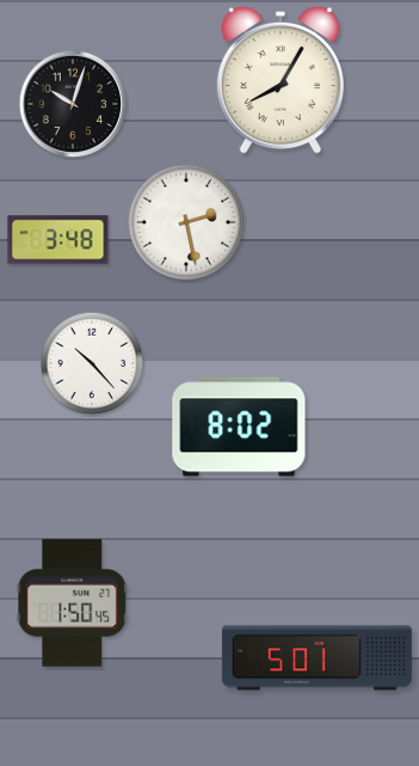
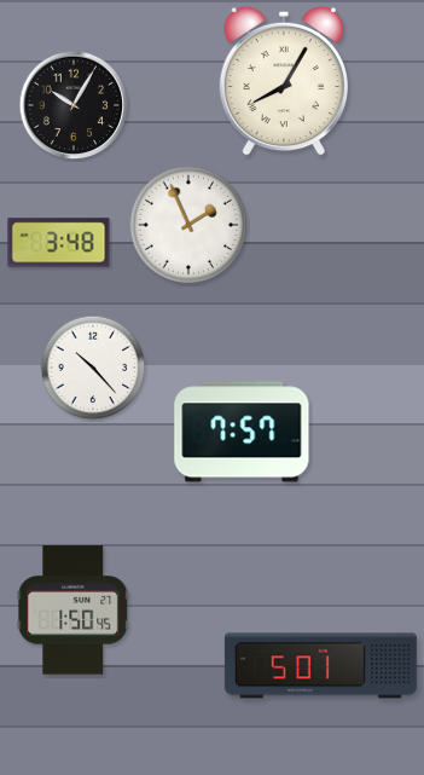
clock at (73, 104): 10:03 -> 10:05
clock at (186, 222): 2:28 -> 1:56
clock at (239, 427): 8:02 -> 7:57
